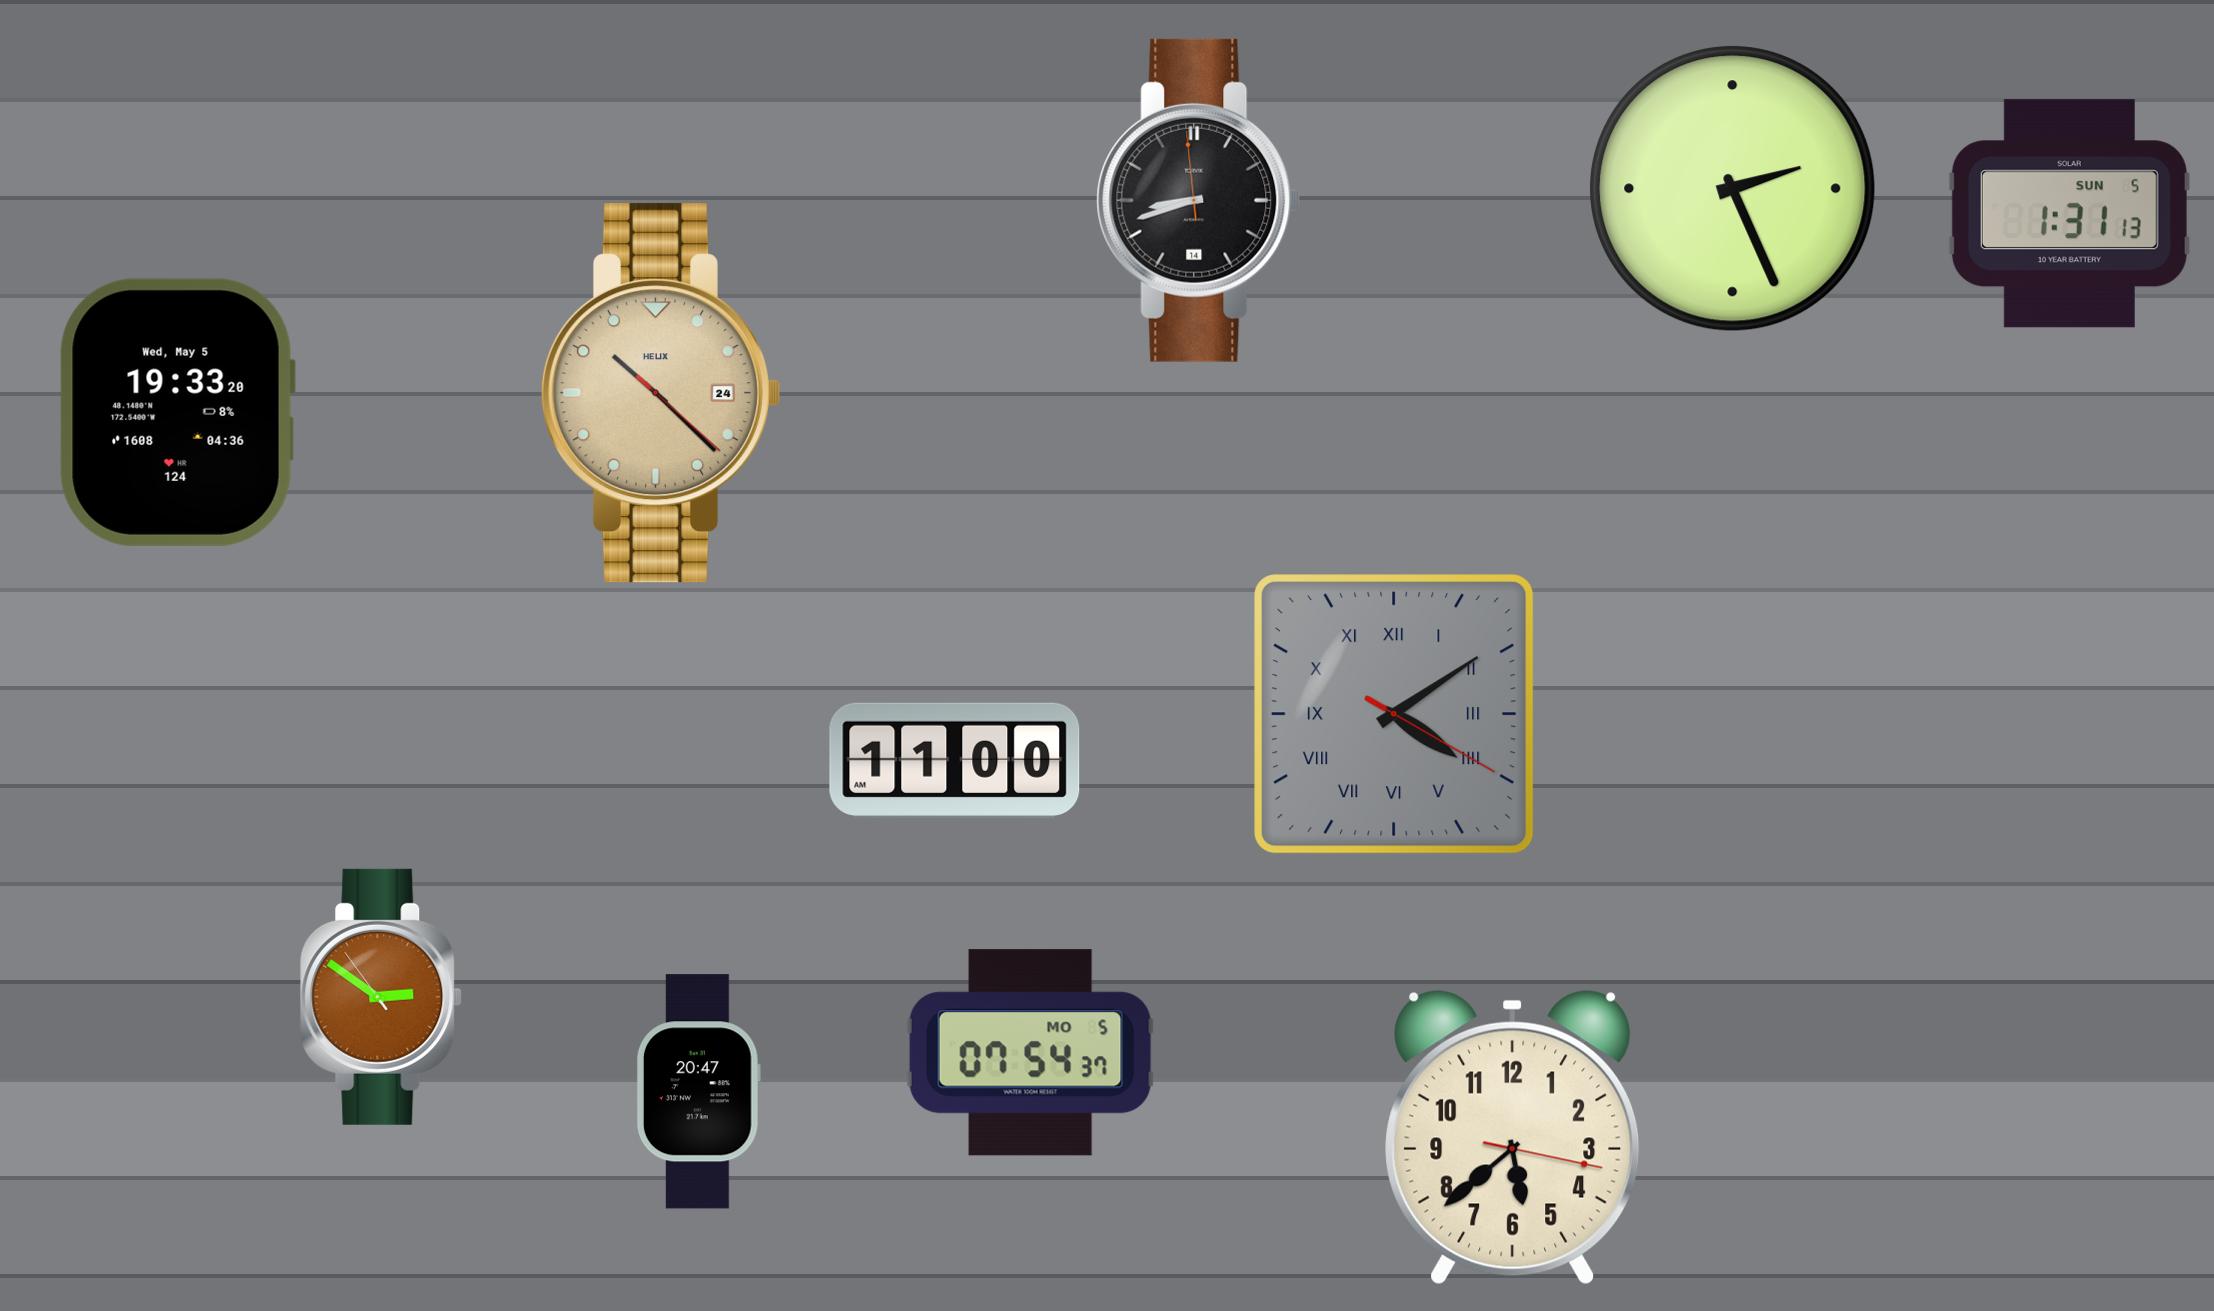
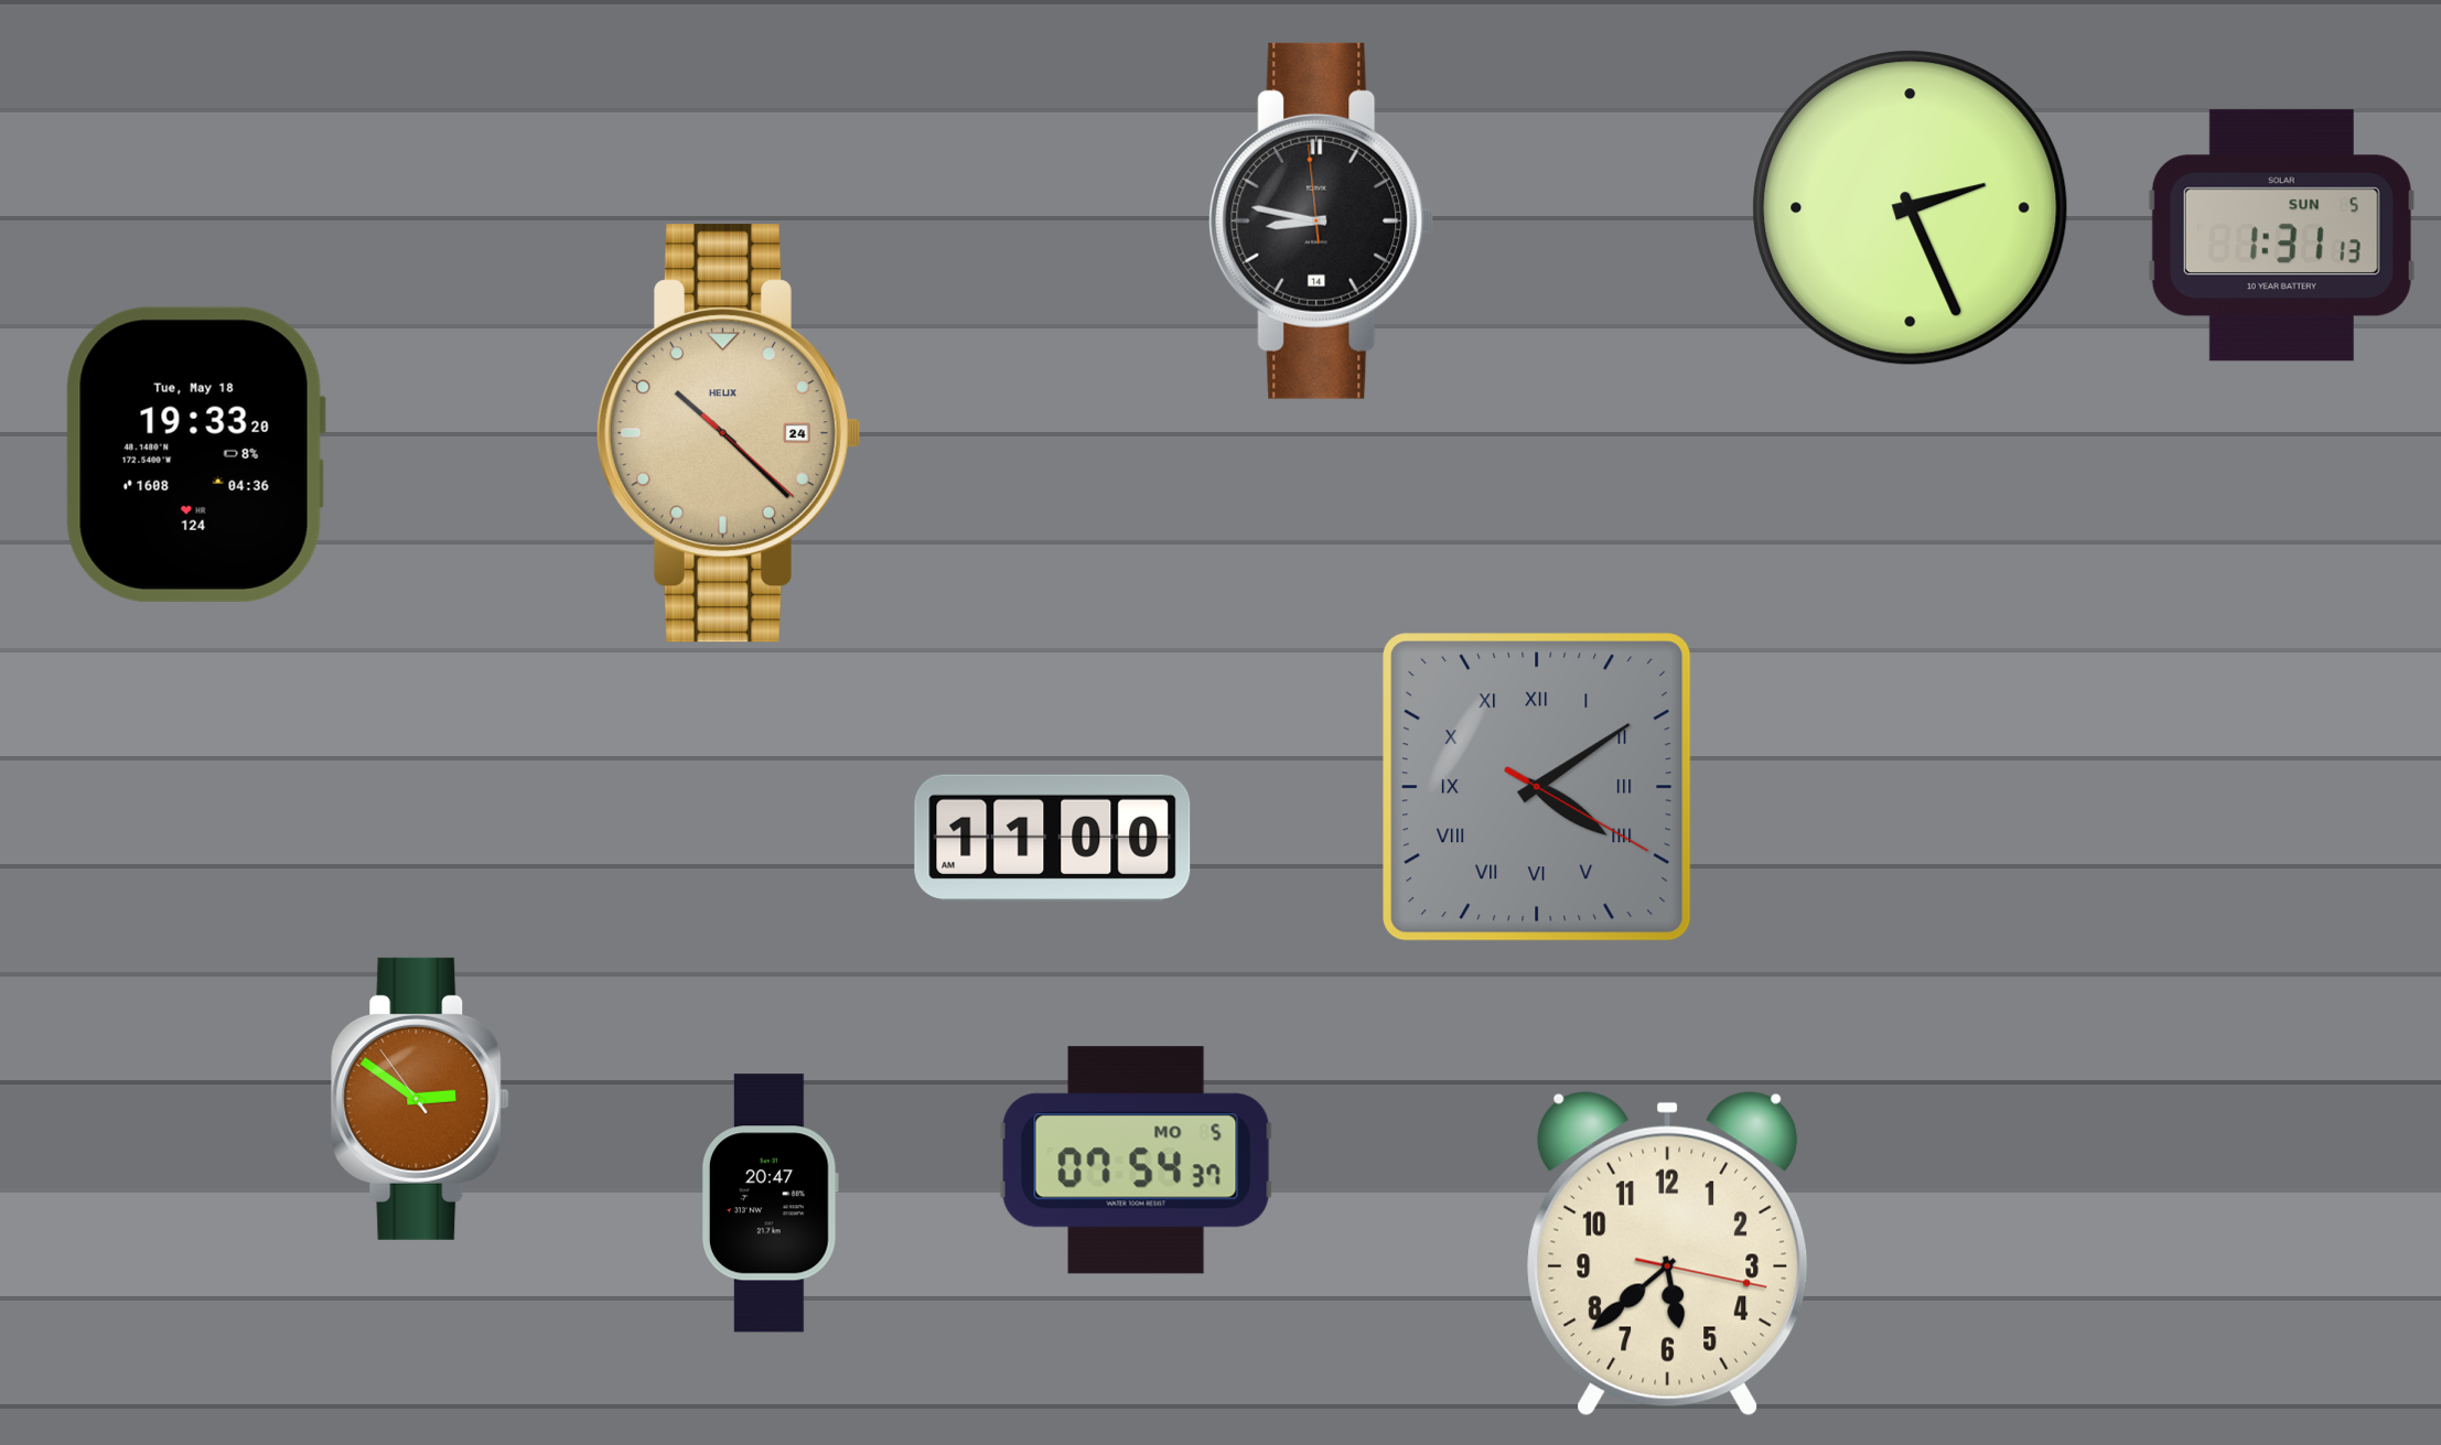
clock at (1199, 200): 8:41 -> 8:46
clock at (177, 412) date: Wed, May 5 -> Tue, May 18
